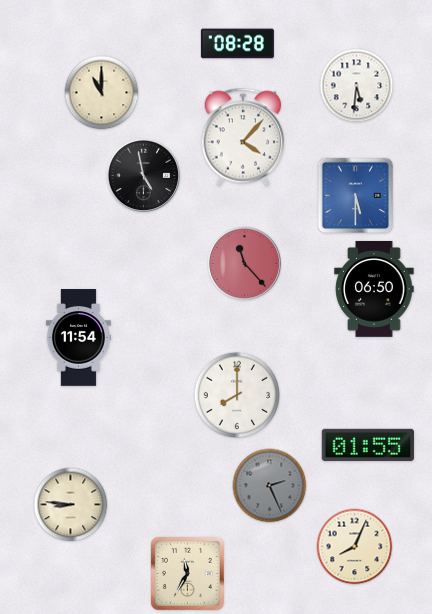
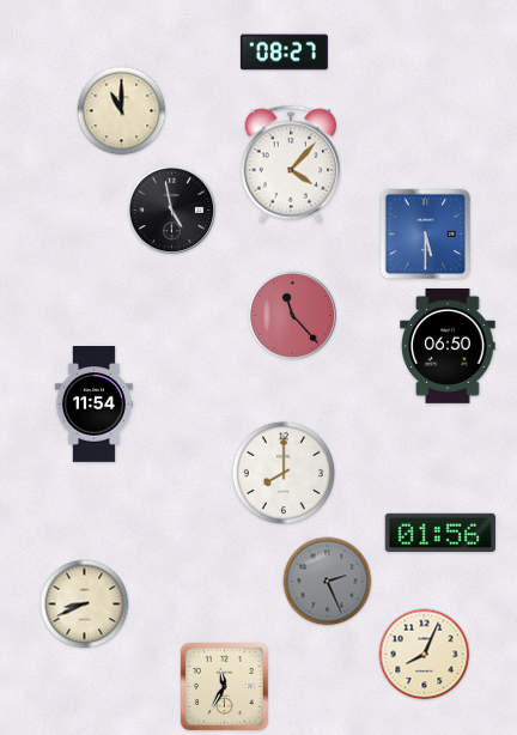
clock at (237, 44): 08:28 -> 08:27
clock at (357, 86): 5:31 -> none
clock at (367, 445): 01:55 -> 01:56
clock at (270, 486) position: (270, 486) -> (328, 582)
clock at (71, 505): 8:46 -> 8:41
